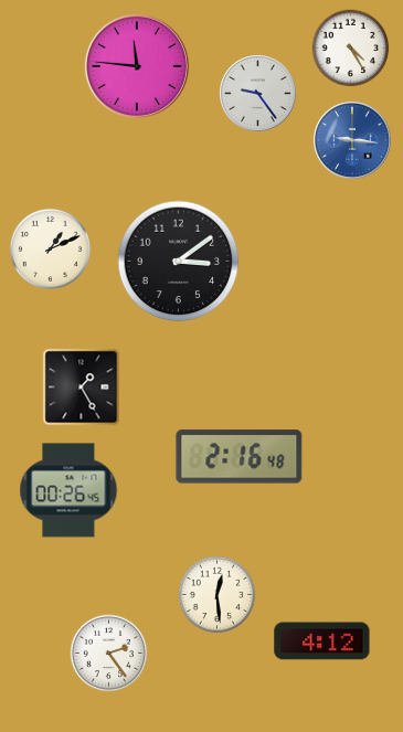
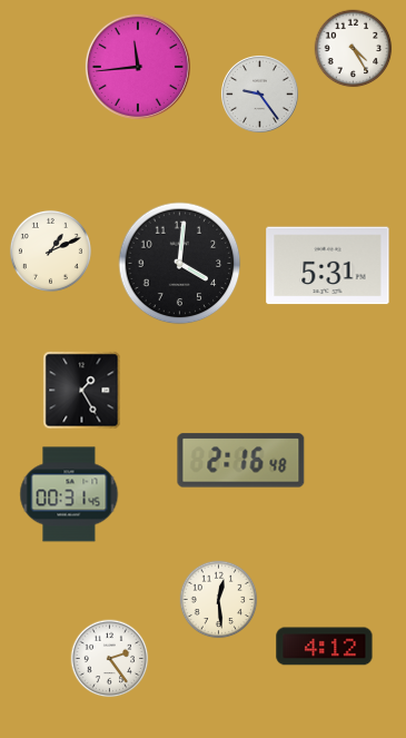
clock at (137, 66): 11:46 -> 11:44
clock at (352, 140): 9:16 -> none
clock at (179, 262): 3:09 -> 4:01
clock at (328, 266): none -> 5:31
clock at (68, 490): 00:26 -> 00:31
